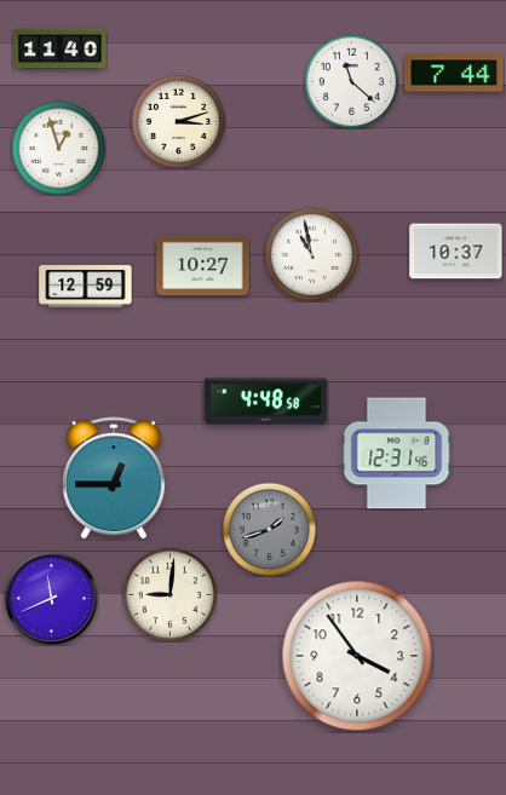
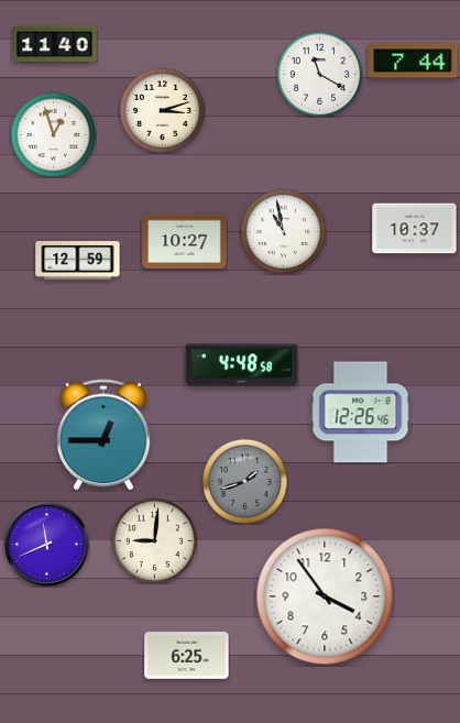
clock at (454, 73) position: (454, 73) -> (413, 61)
clock at (351, 81): 11:22 -> 11:20
clock at (397, 454): 12:31 -> 12:26
clock at (187, 656): none -> 6:25
